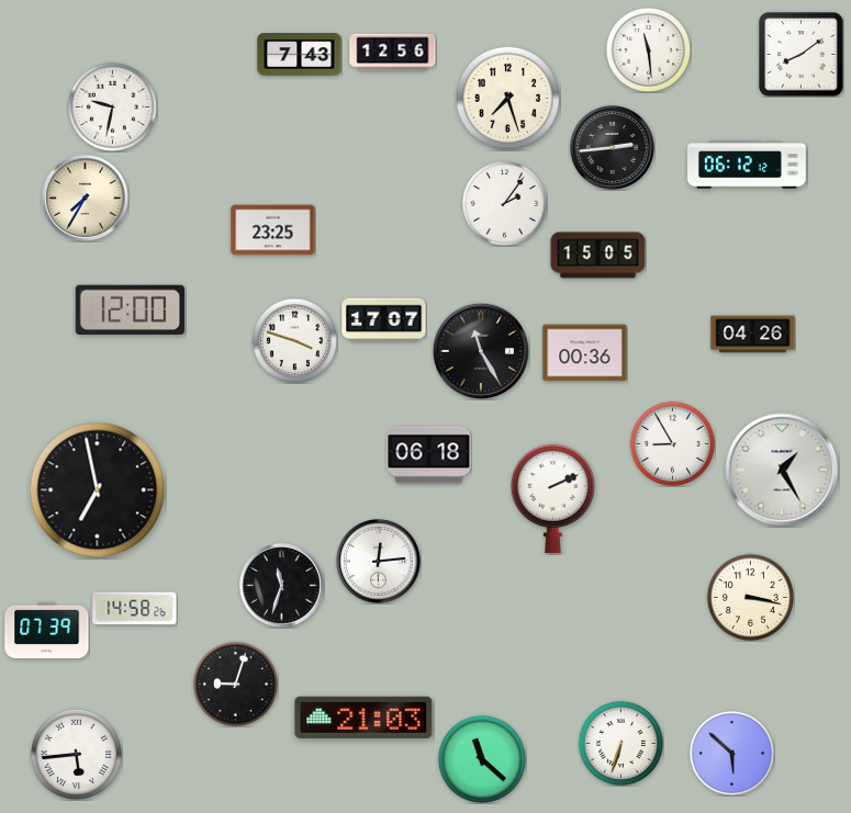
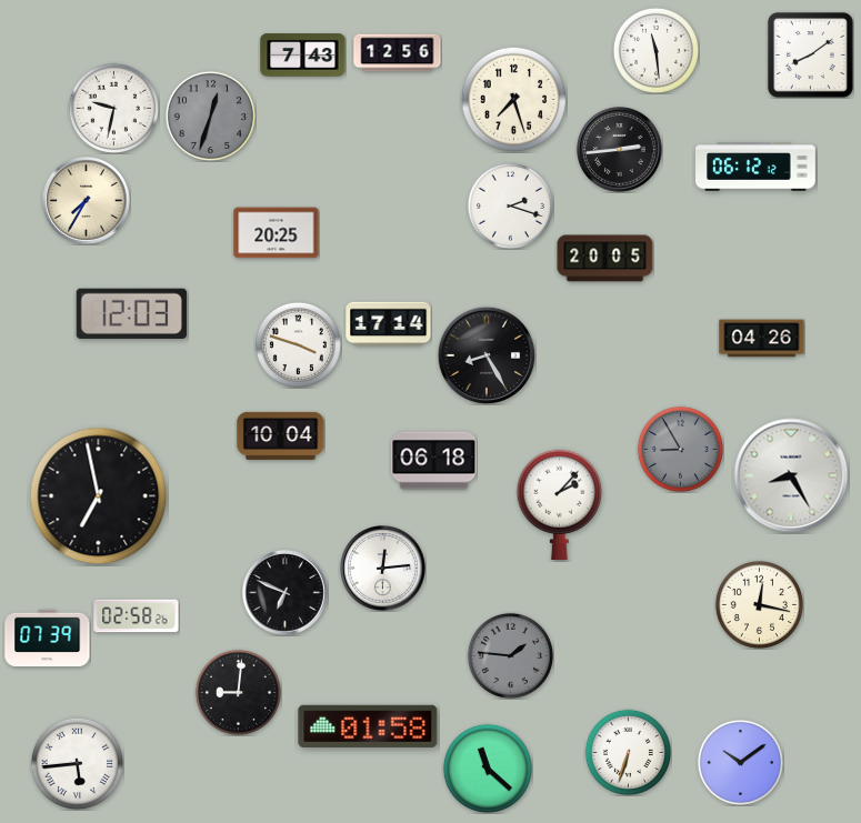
clock at (210, 116): none -> 12:33
clock at (504, 203): 2:06 -> 2:18
clock at (273, 230): 23:25 -> 20:25
clock at (598, 256): 15:05 -> 20:05
clock at (130, 309): 12:00 -> 12:03
clock at (384, 320): 17:07 -> 17:14
clock at (480, 350): 11:25 -> 8:25
clock at (585, 353): 00:36 -> none
clock at (281, 435): none -> 10:04
clock at (672, 443) dial: white -> grey
clock at (782, 470): 1:25 -> 8:25
clock at (553, 498): 2:11 -> 2:07
clock at (282, 586): 11:33 -> 6:49
clock at (750, 597): 3:17 -> 12:17
clock at (135, 609): 14:58 -> 02:58
clock at (510, 655): none -> 1:46
clock at (235, 684): 9:03 -> 9:01
clock at (363, 718): 21:03 -> 01:58
clock at (731, 753): 5:52 -> 10:09
